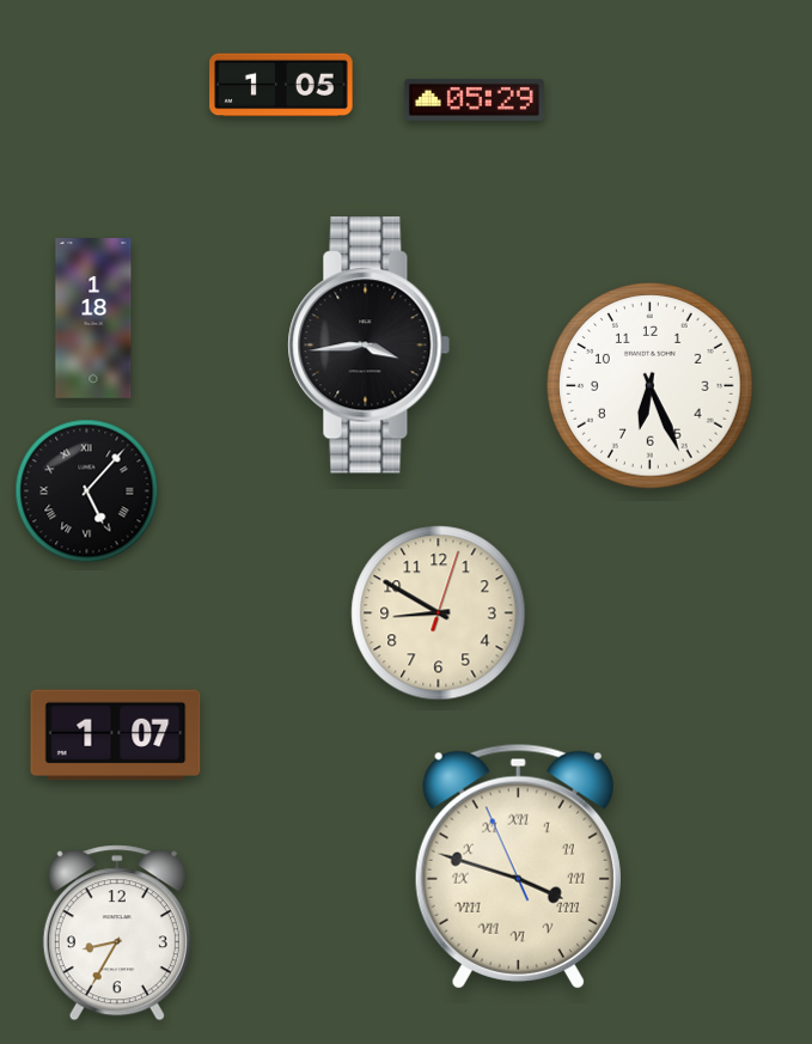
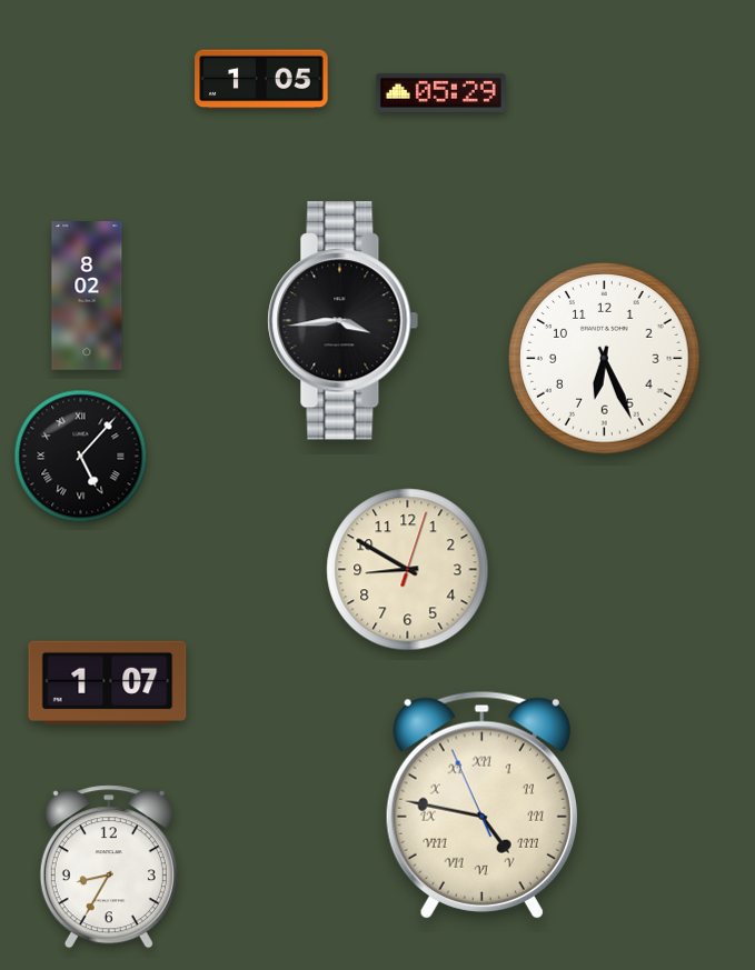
clock at (93, 319): 1:18 -> 8:02
clock at (518, 866): 3:47 -> 4:46
